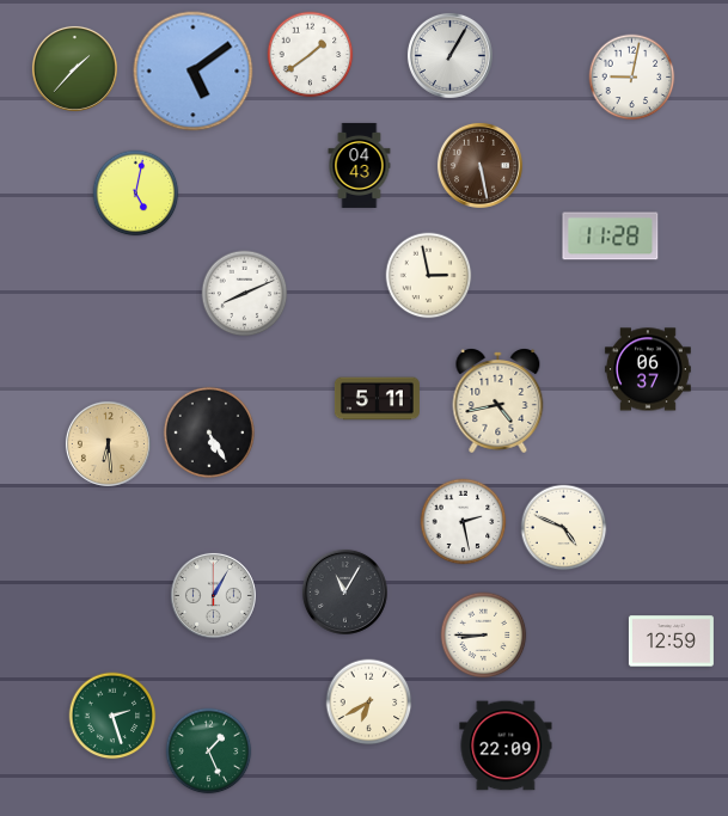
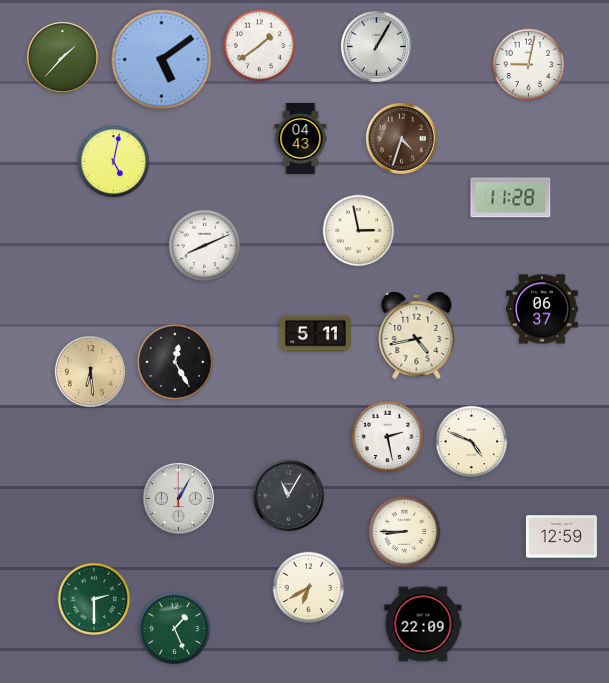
clock at (479, 165): 5:28 -> 4:33
clock at (209, 432): 5:25 -> 12:25
clock at (112, 716): 2:27 -> 2:30
